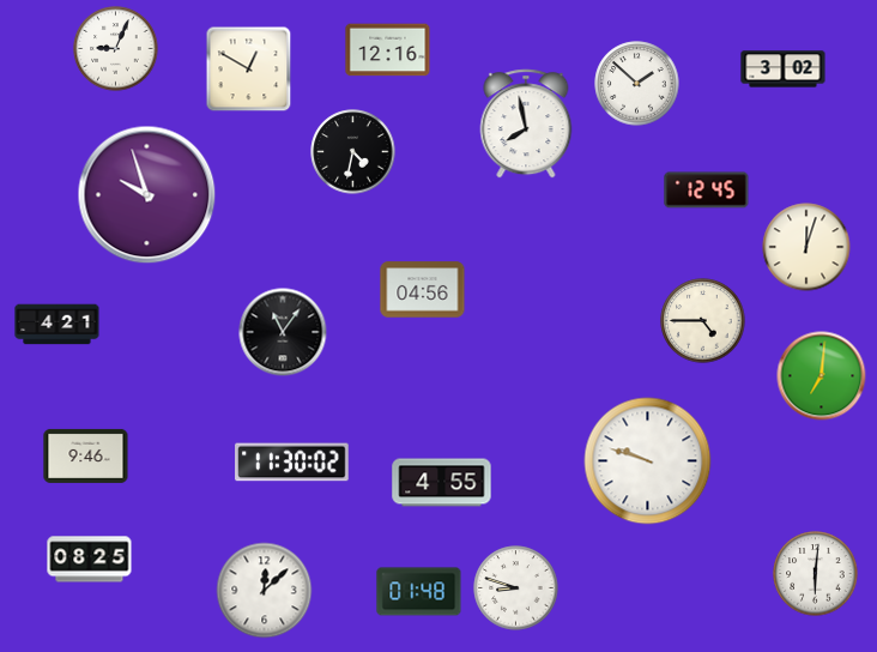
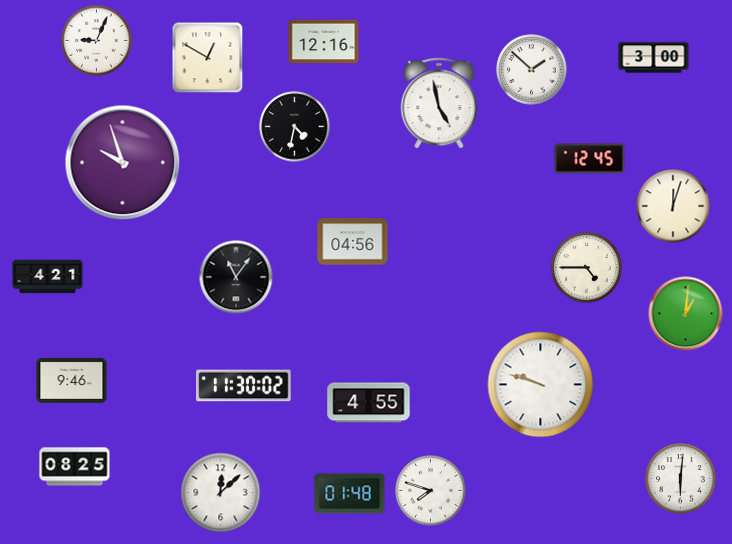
clock at (784, 70): 3:02 -> 3:00
clock at (526, 123): 7:58 -> 4:58
clock at (58, 325) position: (58, 325) -> (48, 277)
clock at (822, 376): 7:01 -> 1:01
clock at (516, 588): 8:48 -> 7:48
